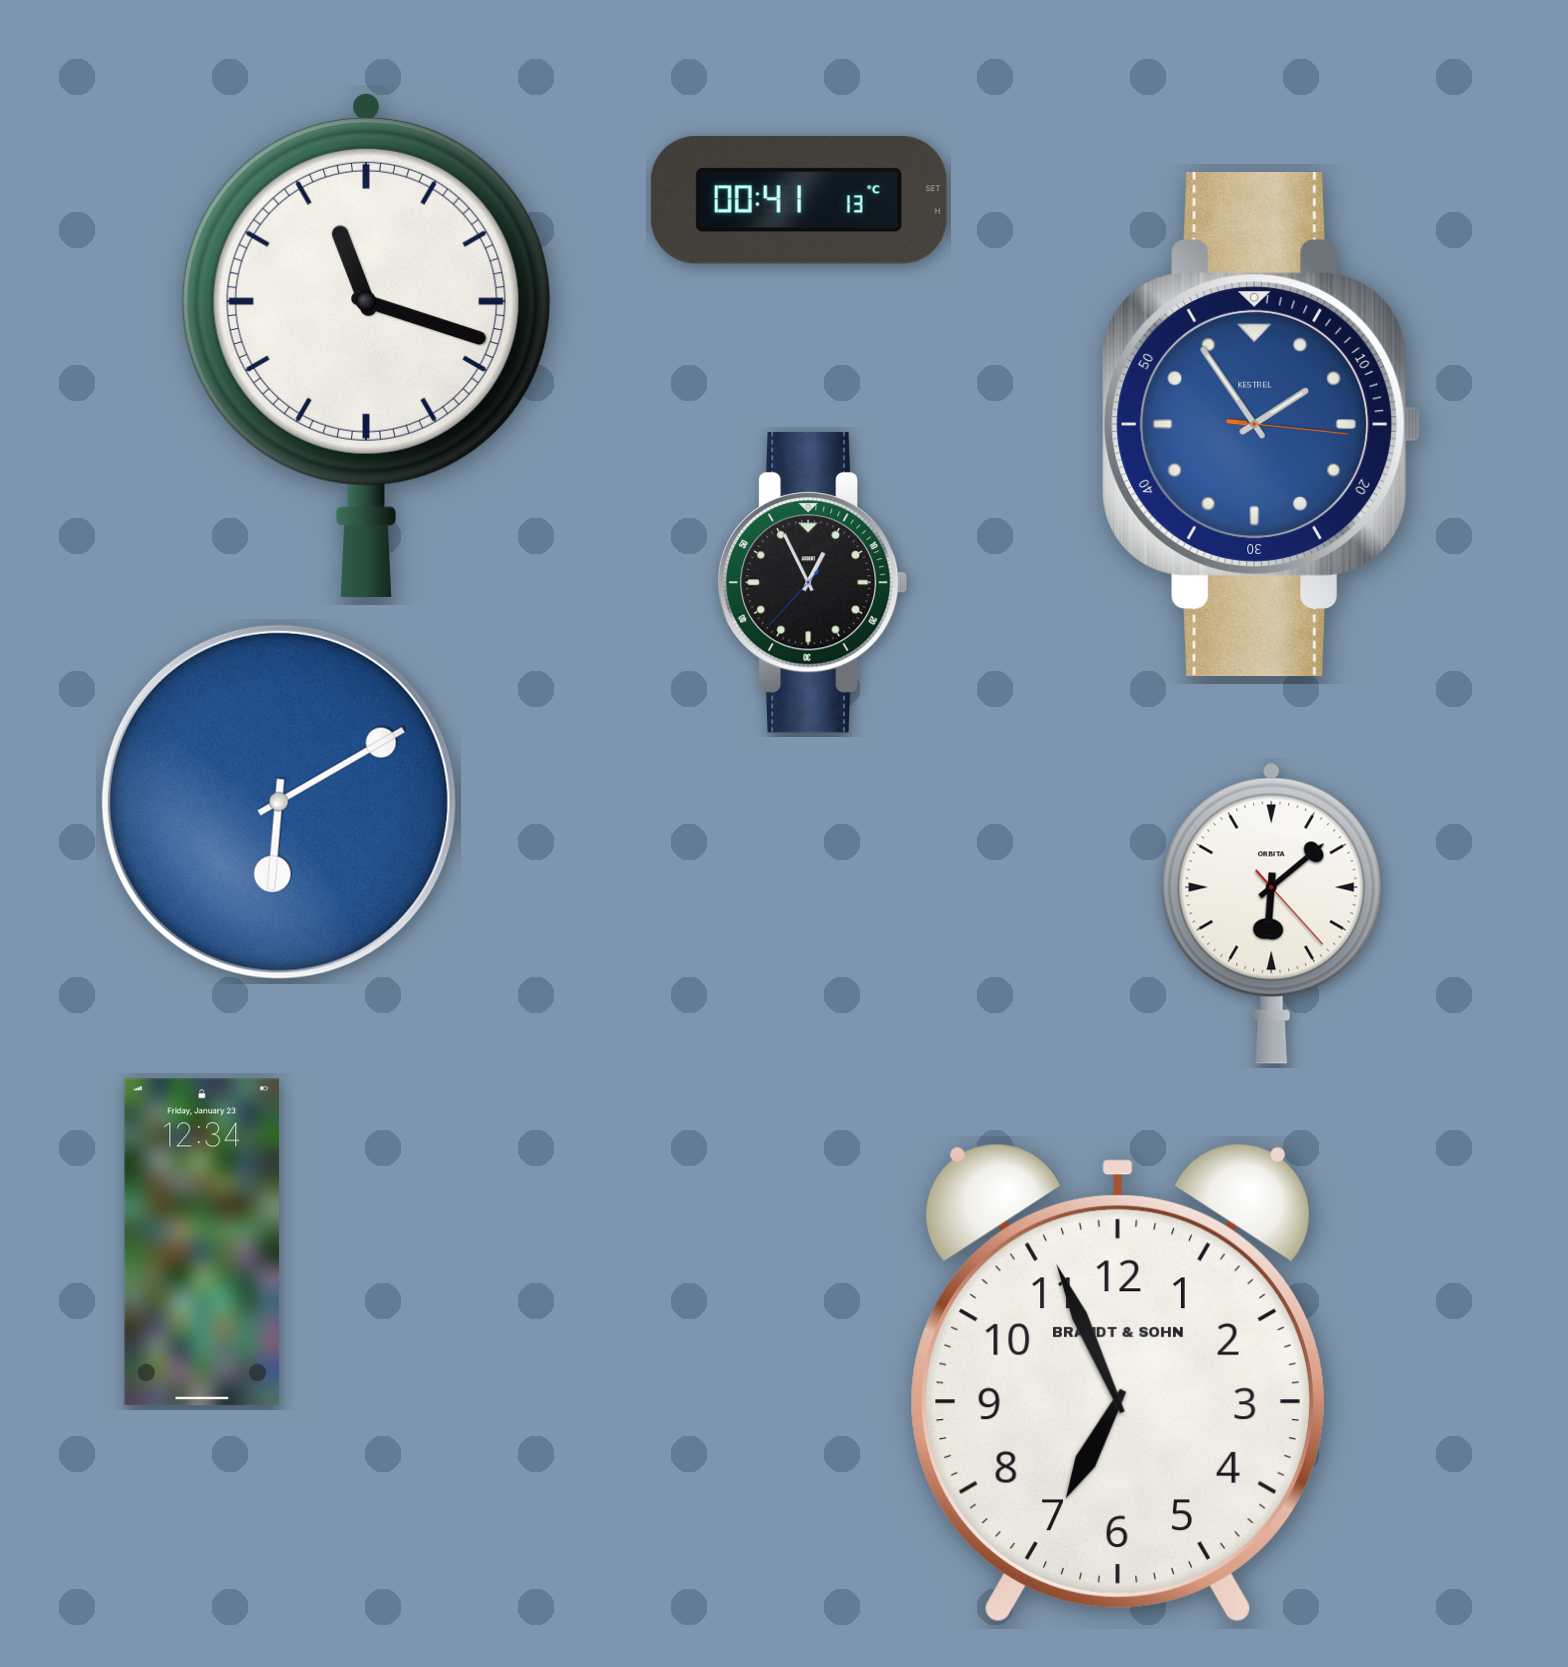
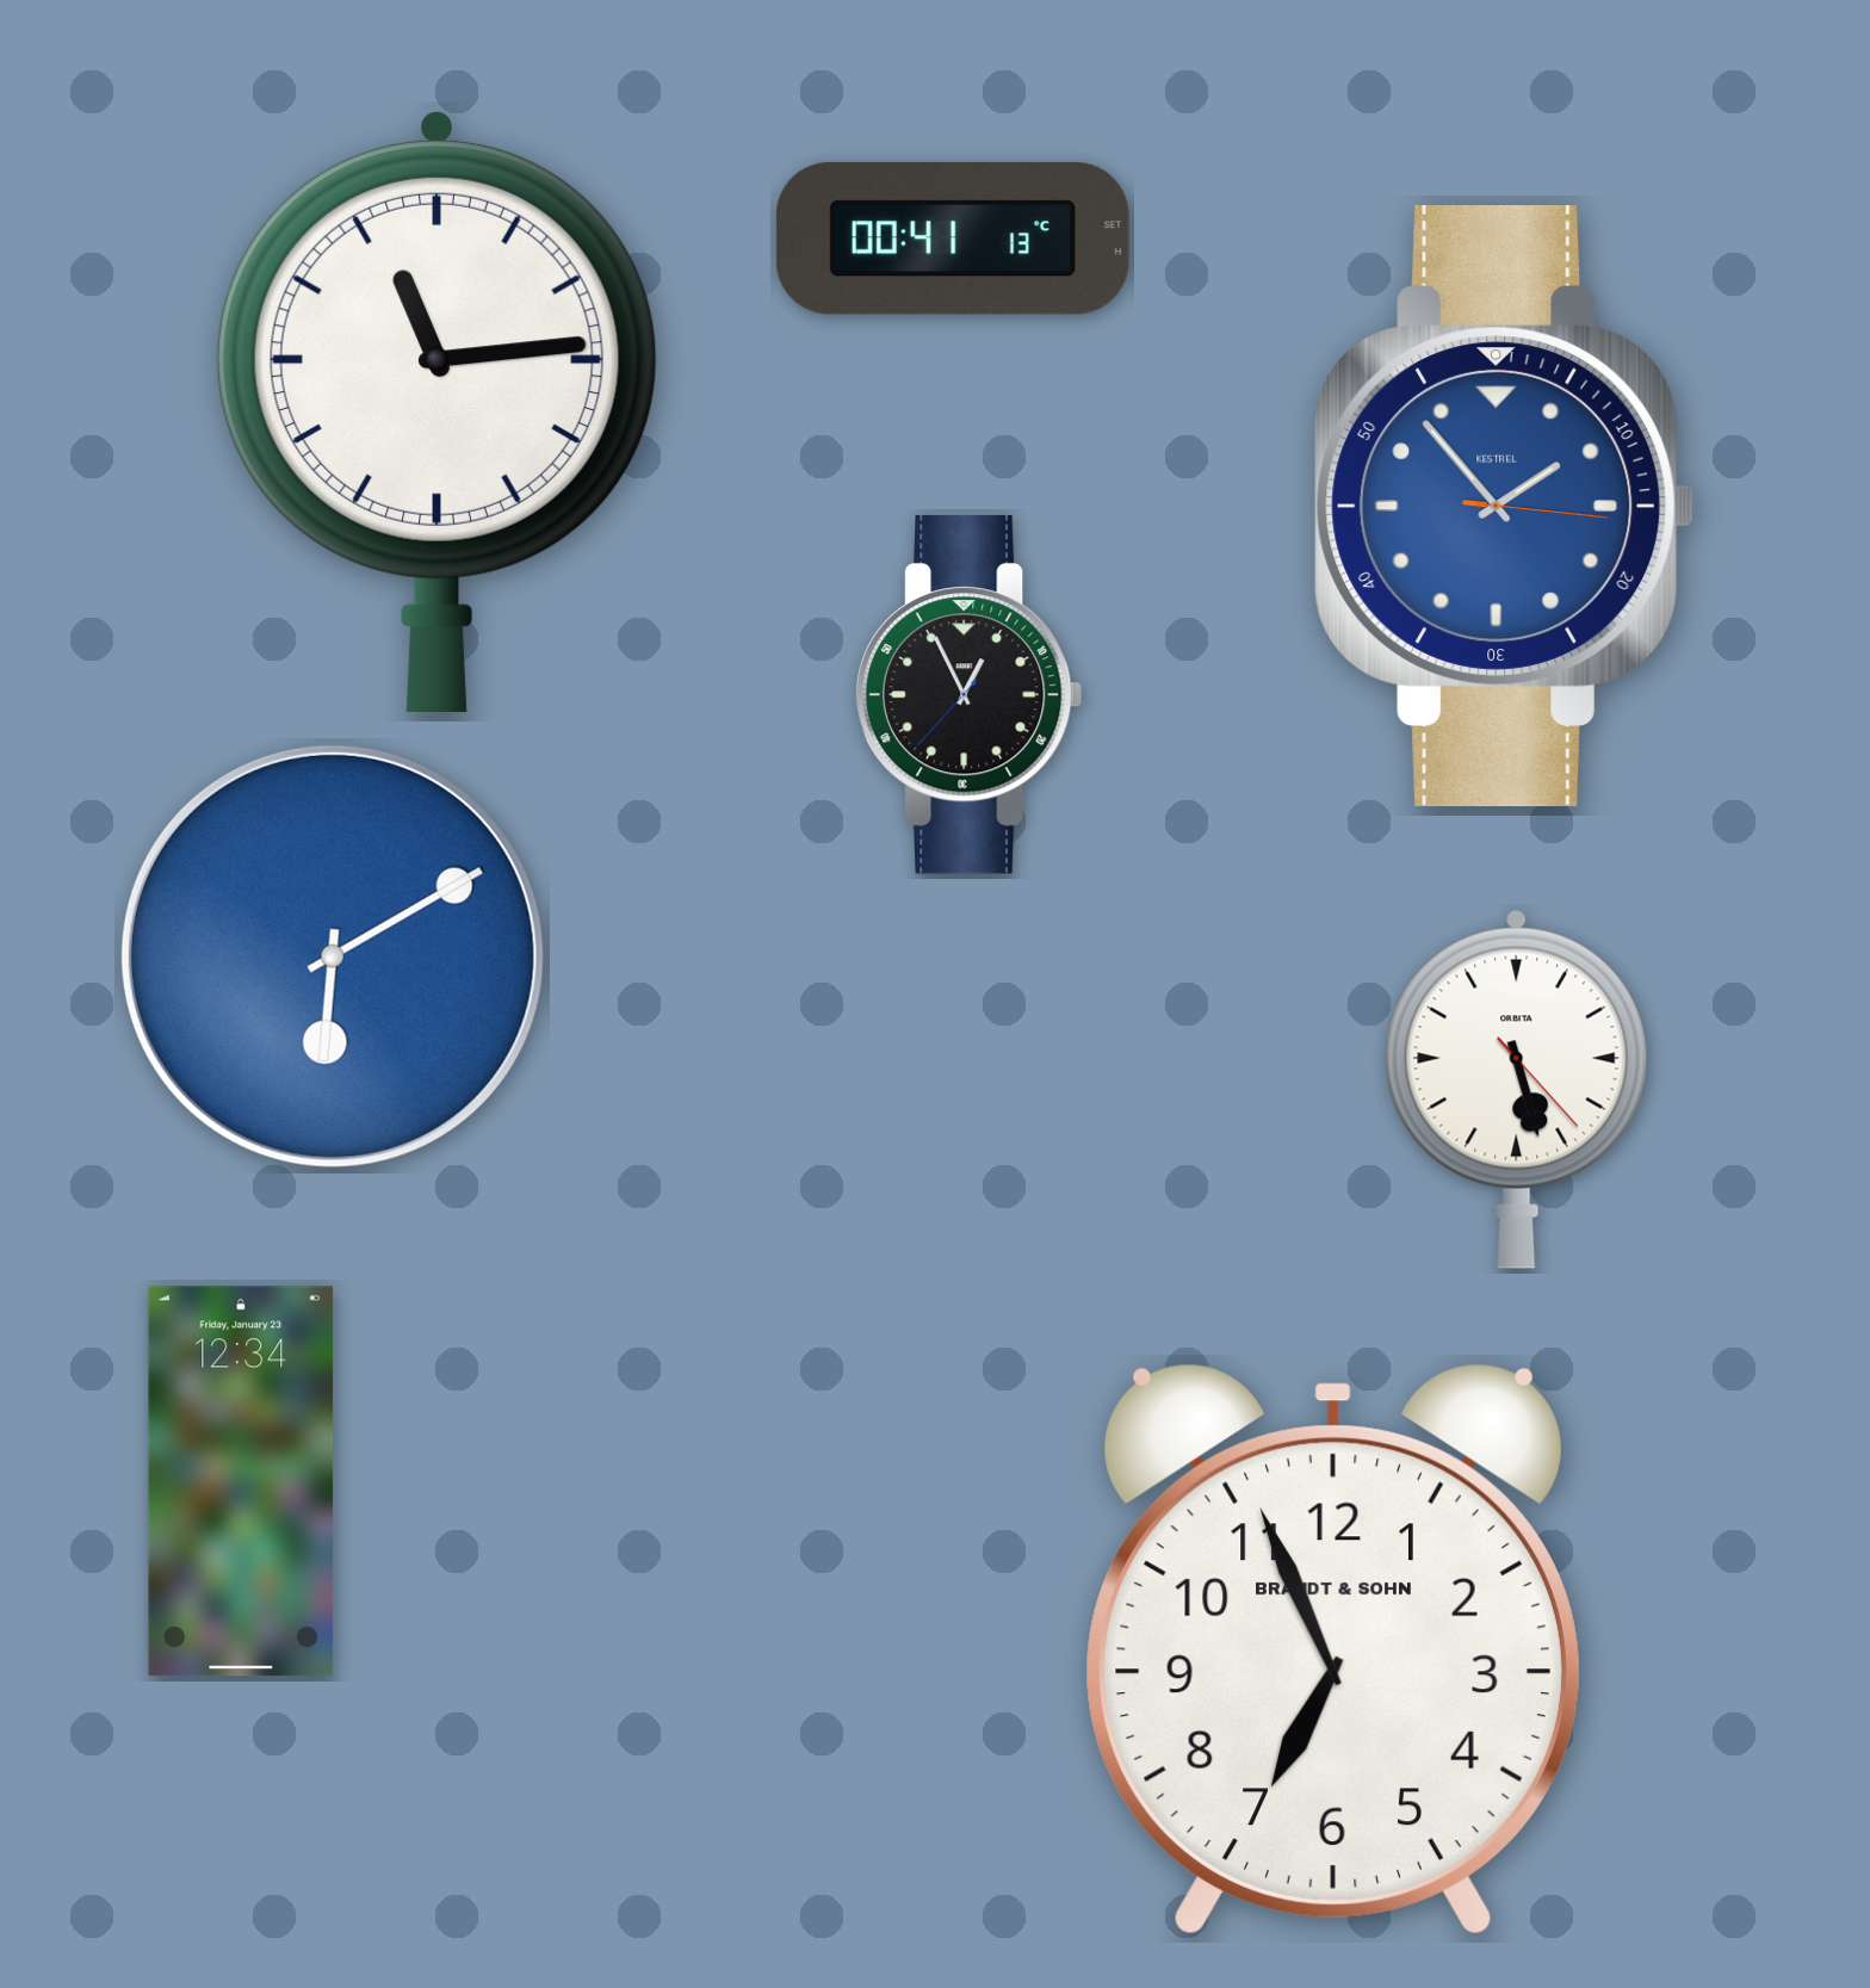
clock at (366, 345): 11:18 -> 11:14
clock at (1262, 425): 1:54 -> 1:53
clock at (1272, 913): 6:08 -> 5:27
